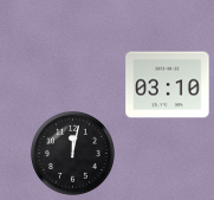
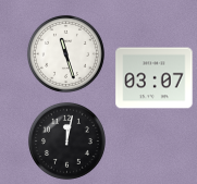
clock at (65, 53): none -> 11:27
clock at (168, 85): 03:10 -> 03:07
